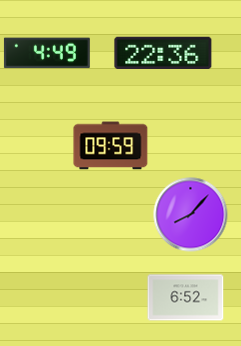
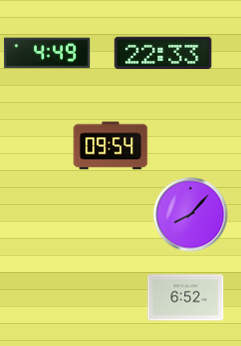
clock at (163, 53): 22:36 -> 22:33
clock at (111, 146): 09:59 -> 09:54
